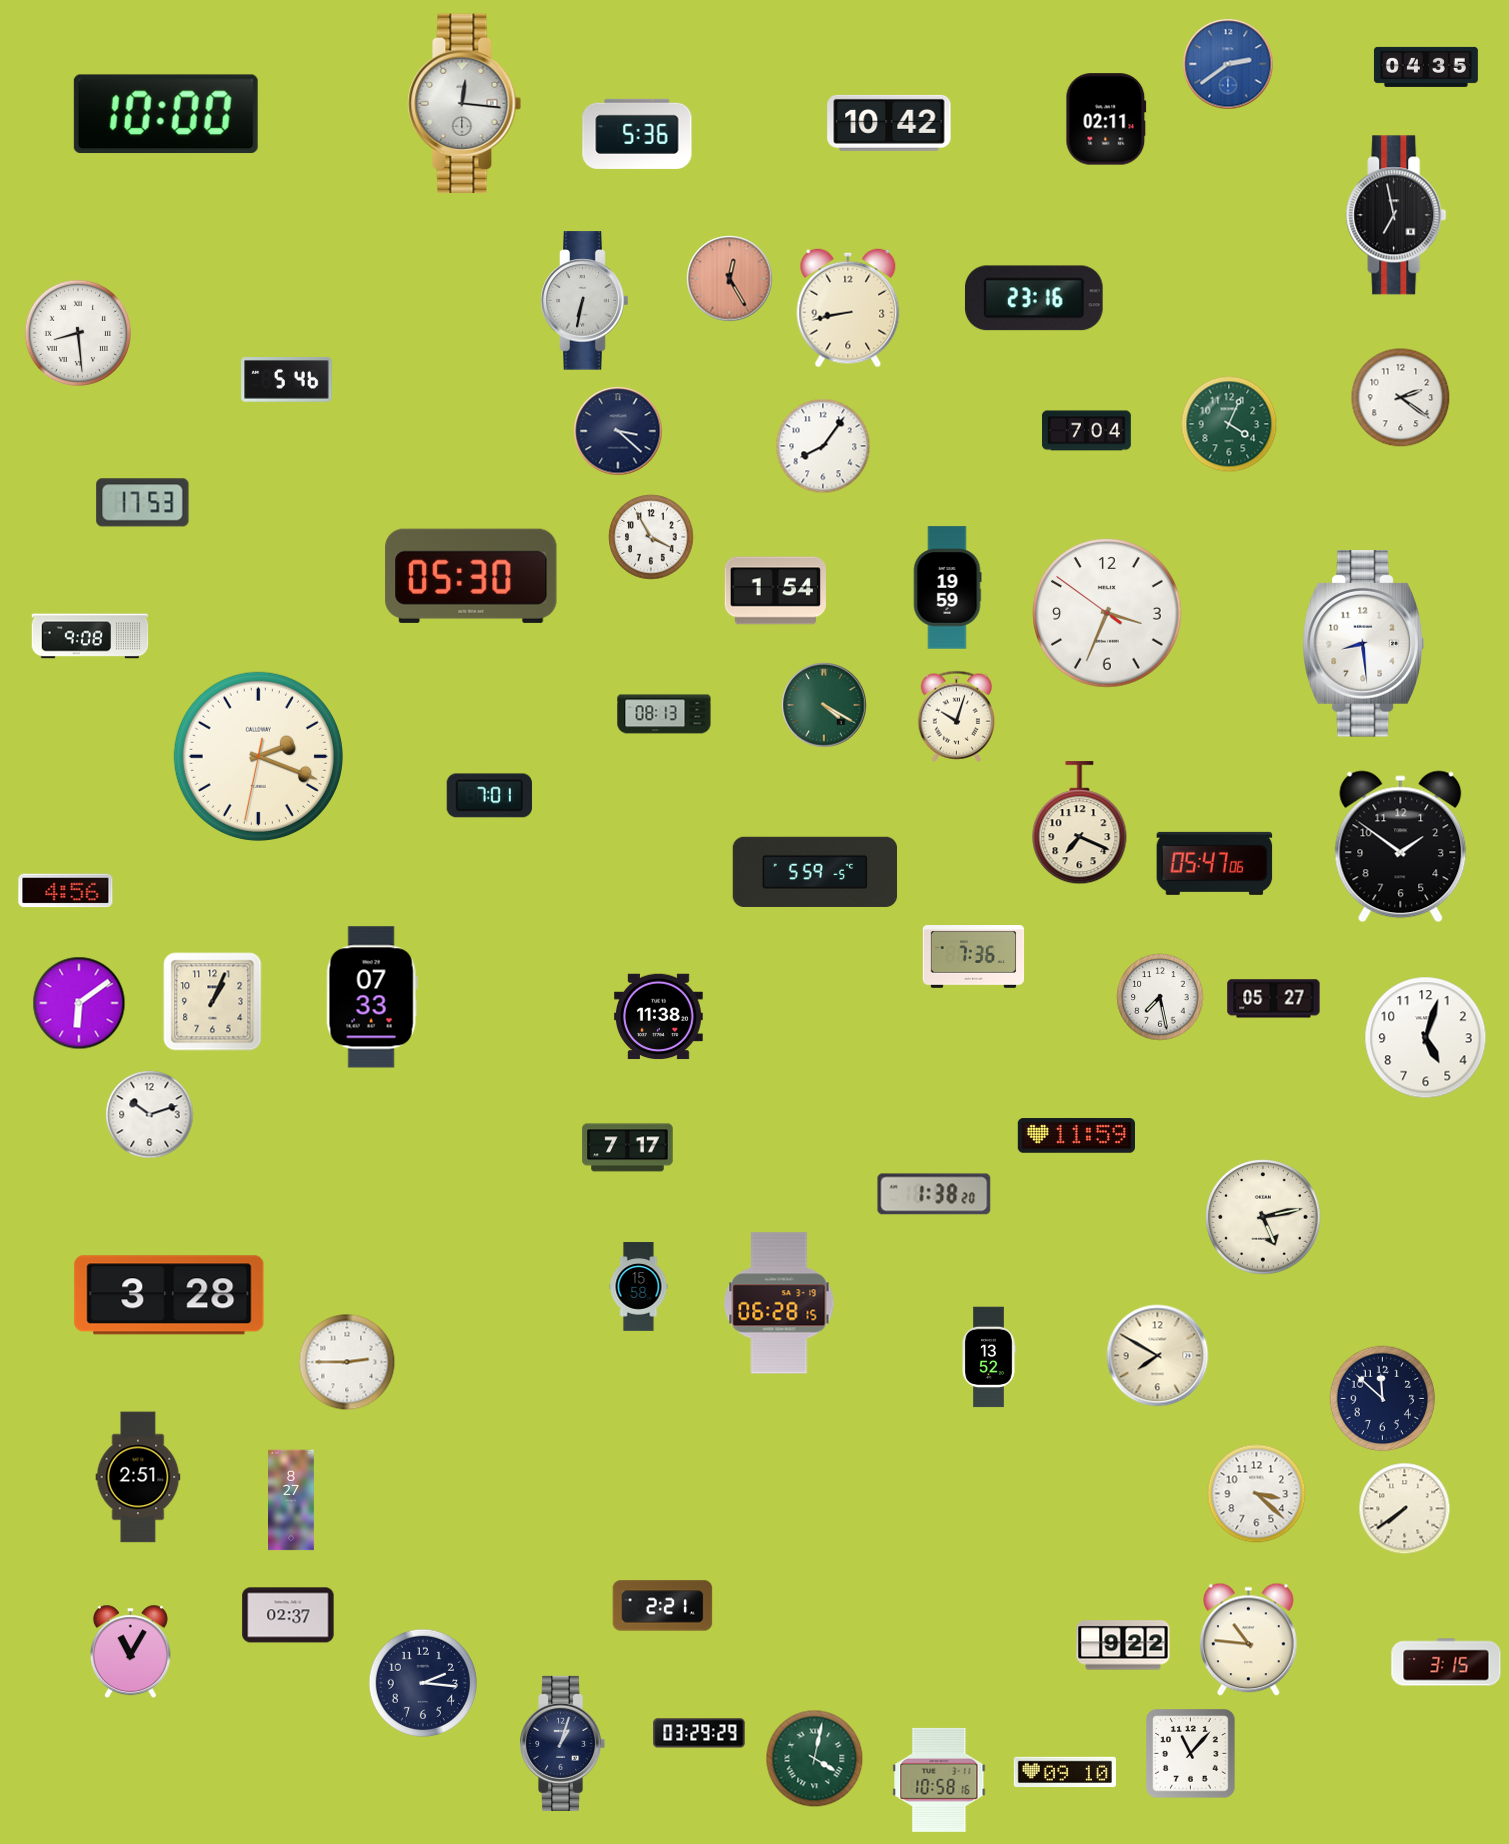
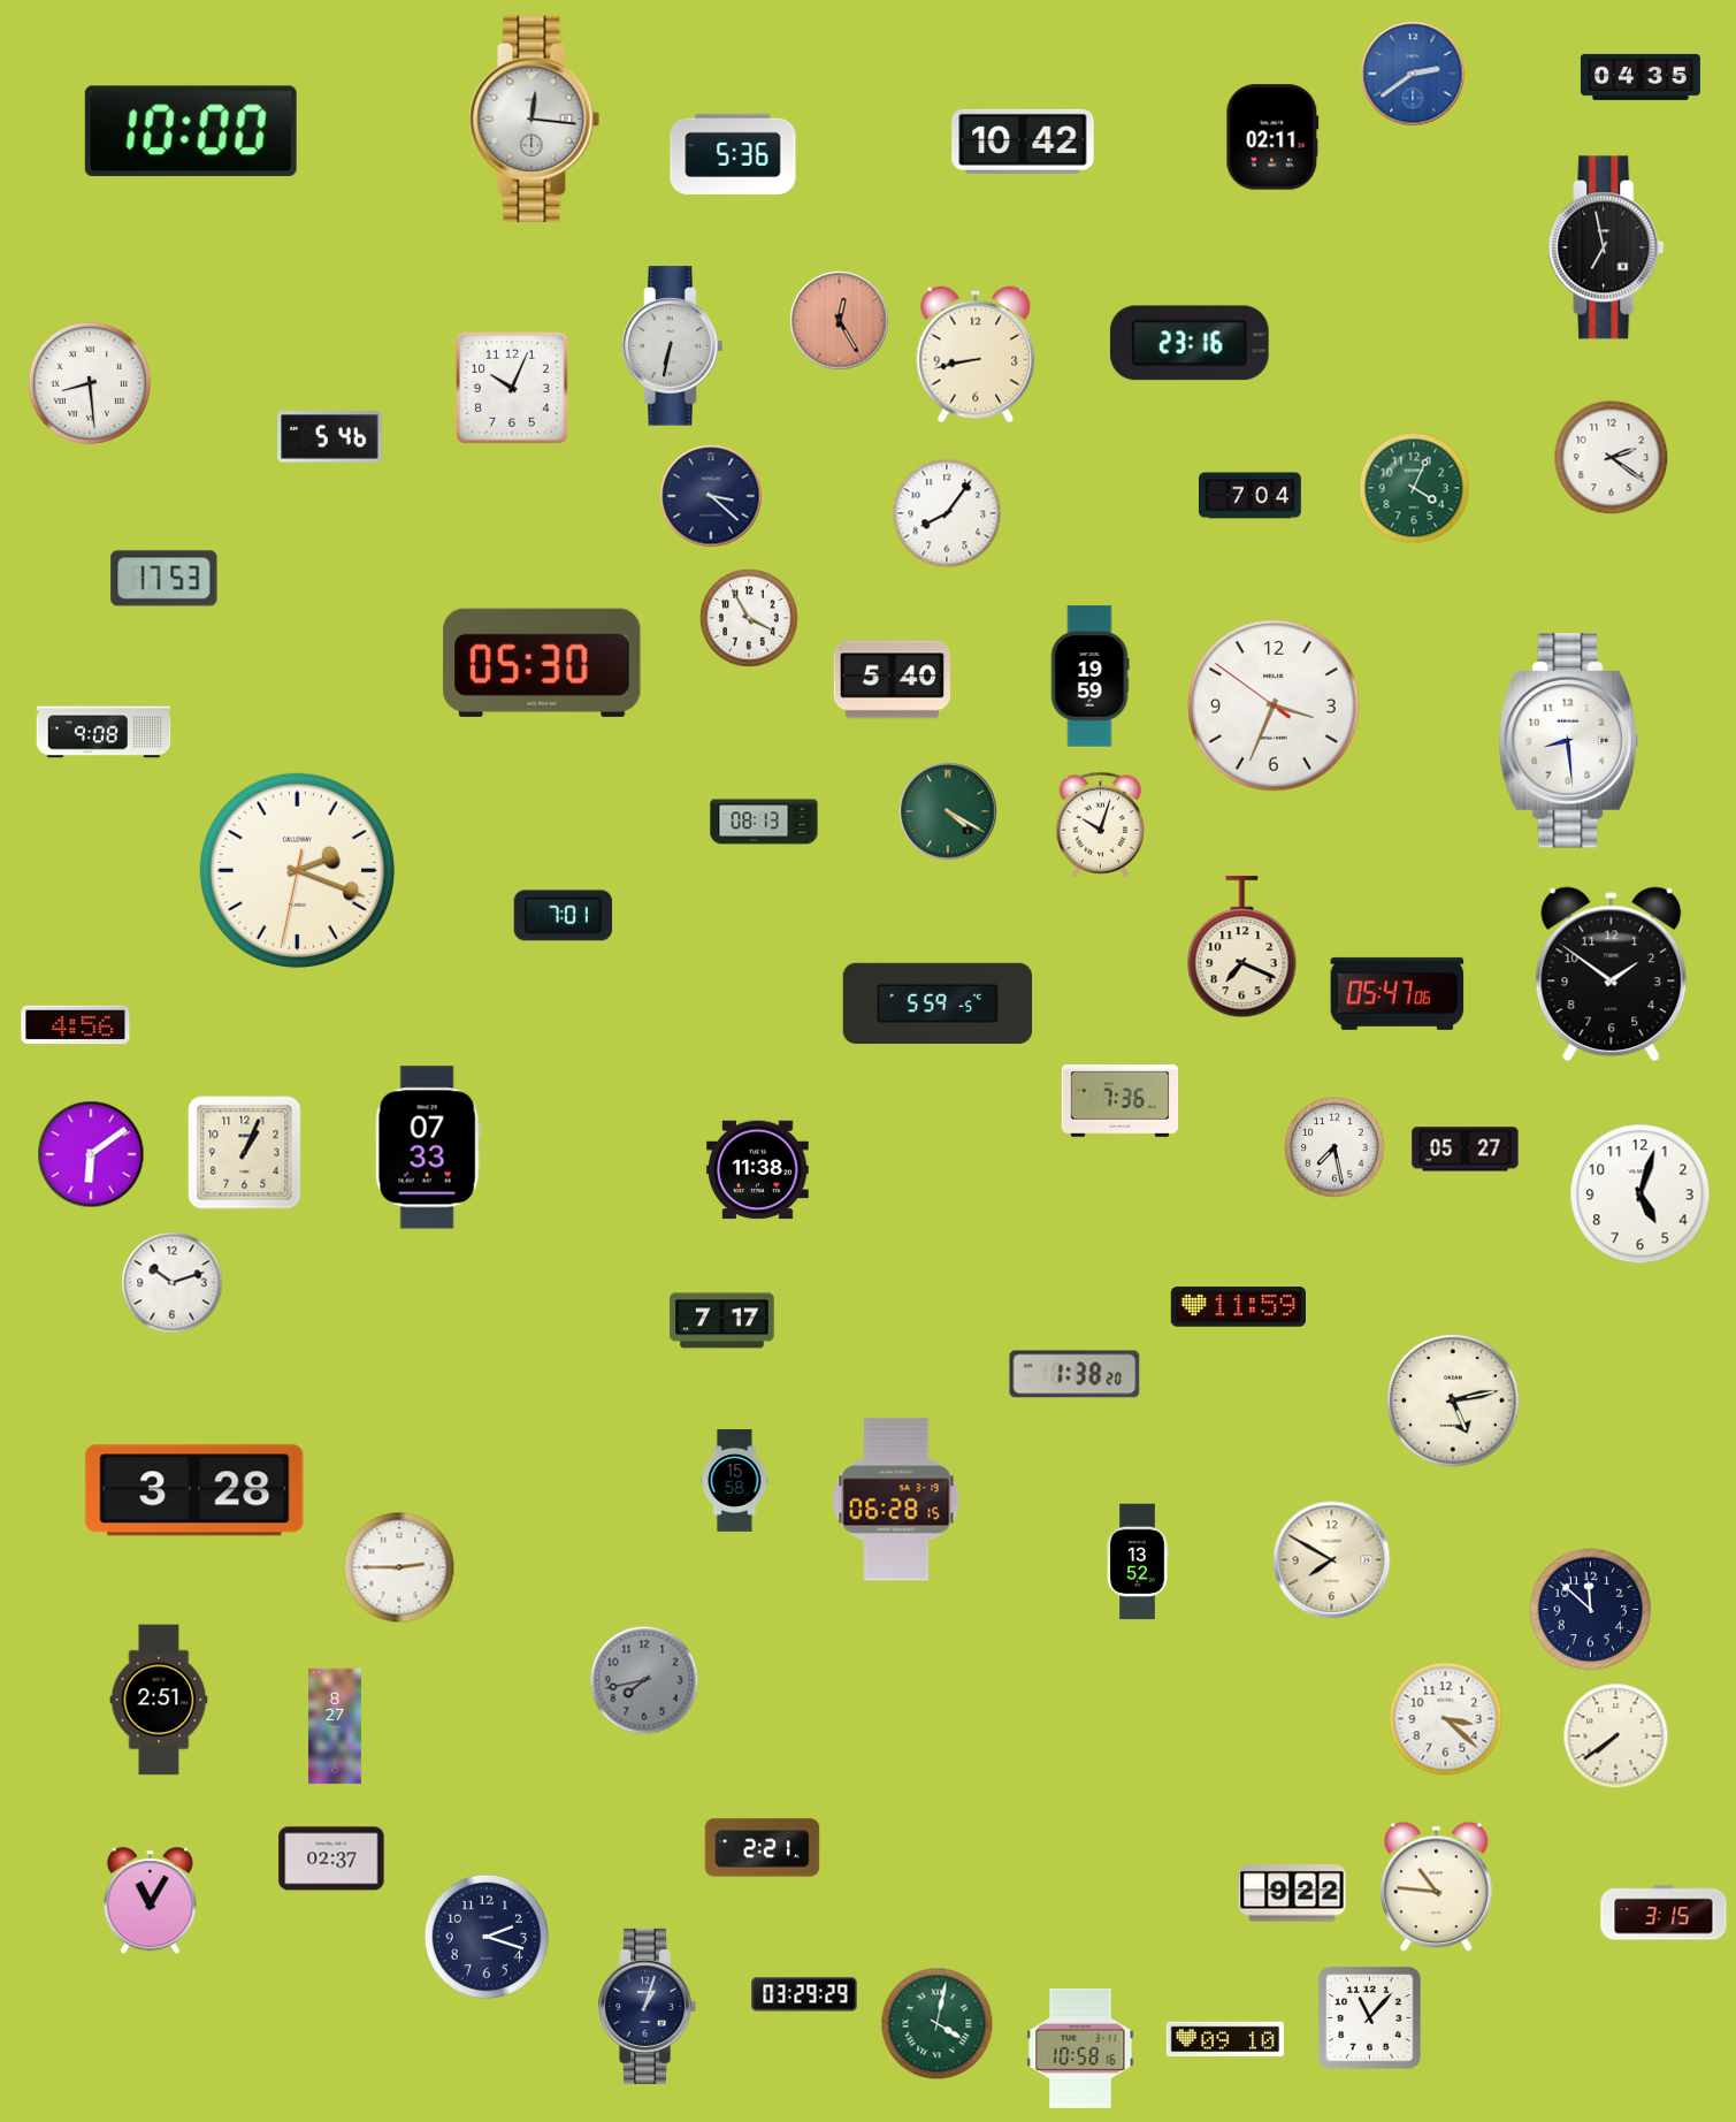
clock at (512, 388): none -> 10:04
clock at (775, 591): 1:54 -> 5:40
clock at (644, 1680): none -> 7:43
clock at (423, 1683): 2:16 -> 2:18
